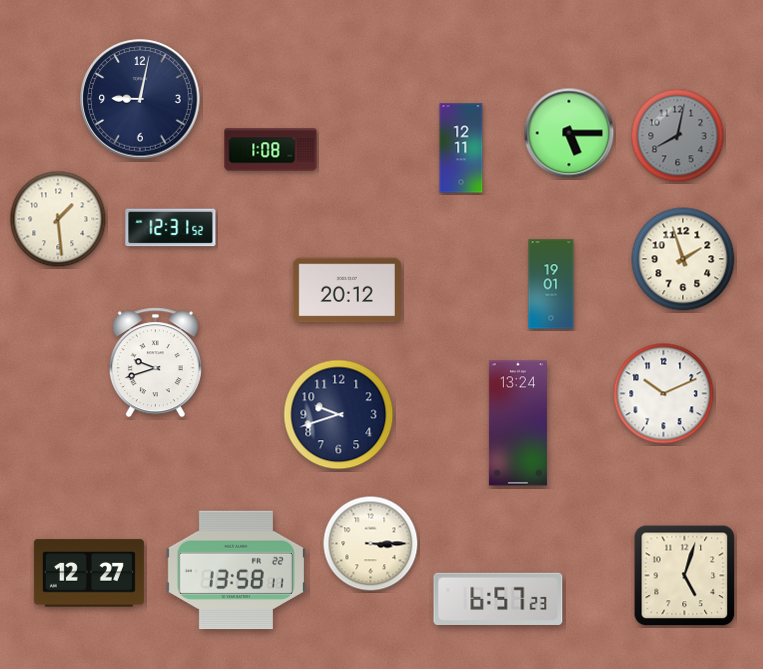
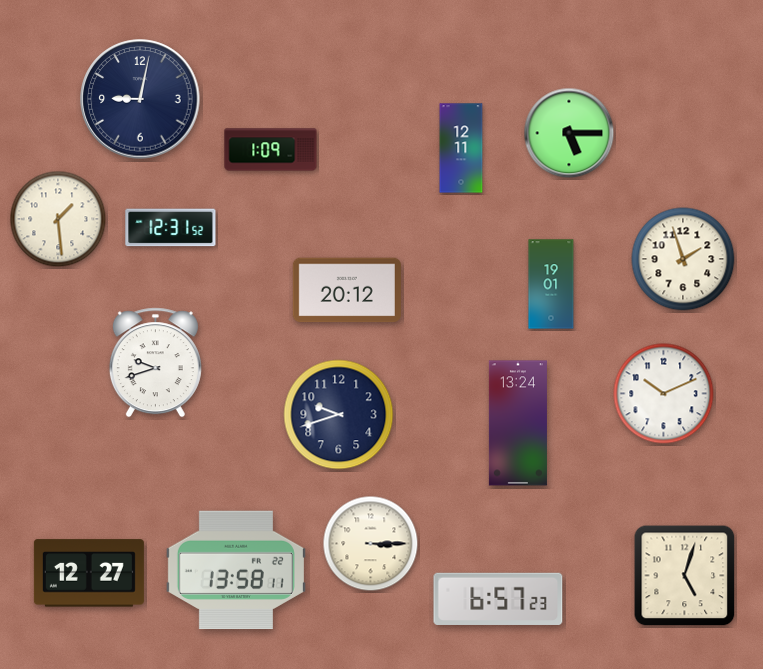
clock at (678, 136): 8:02 -> none
clock at (271, 150): 1:08 -> 1:09
